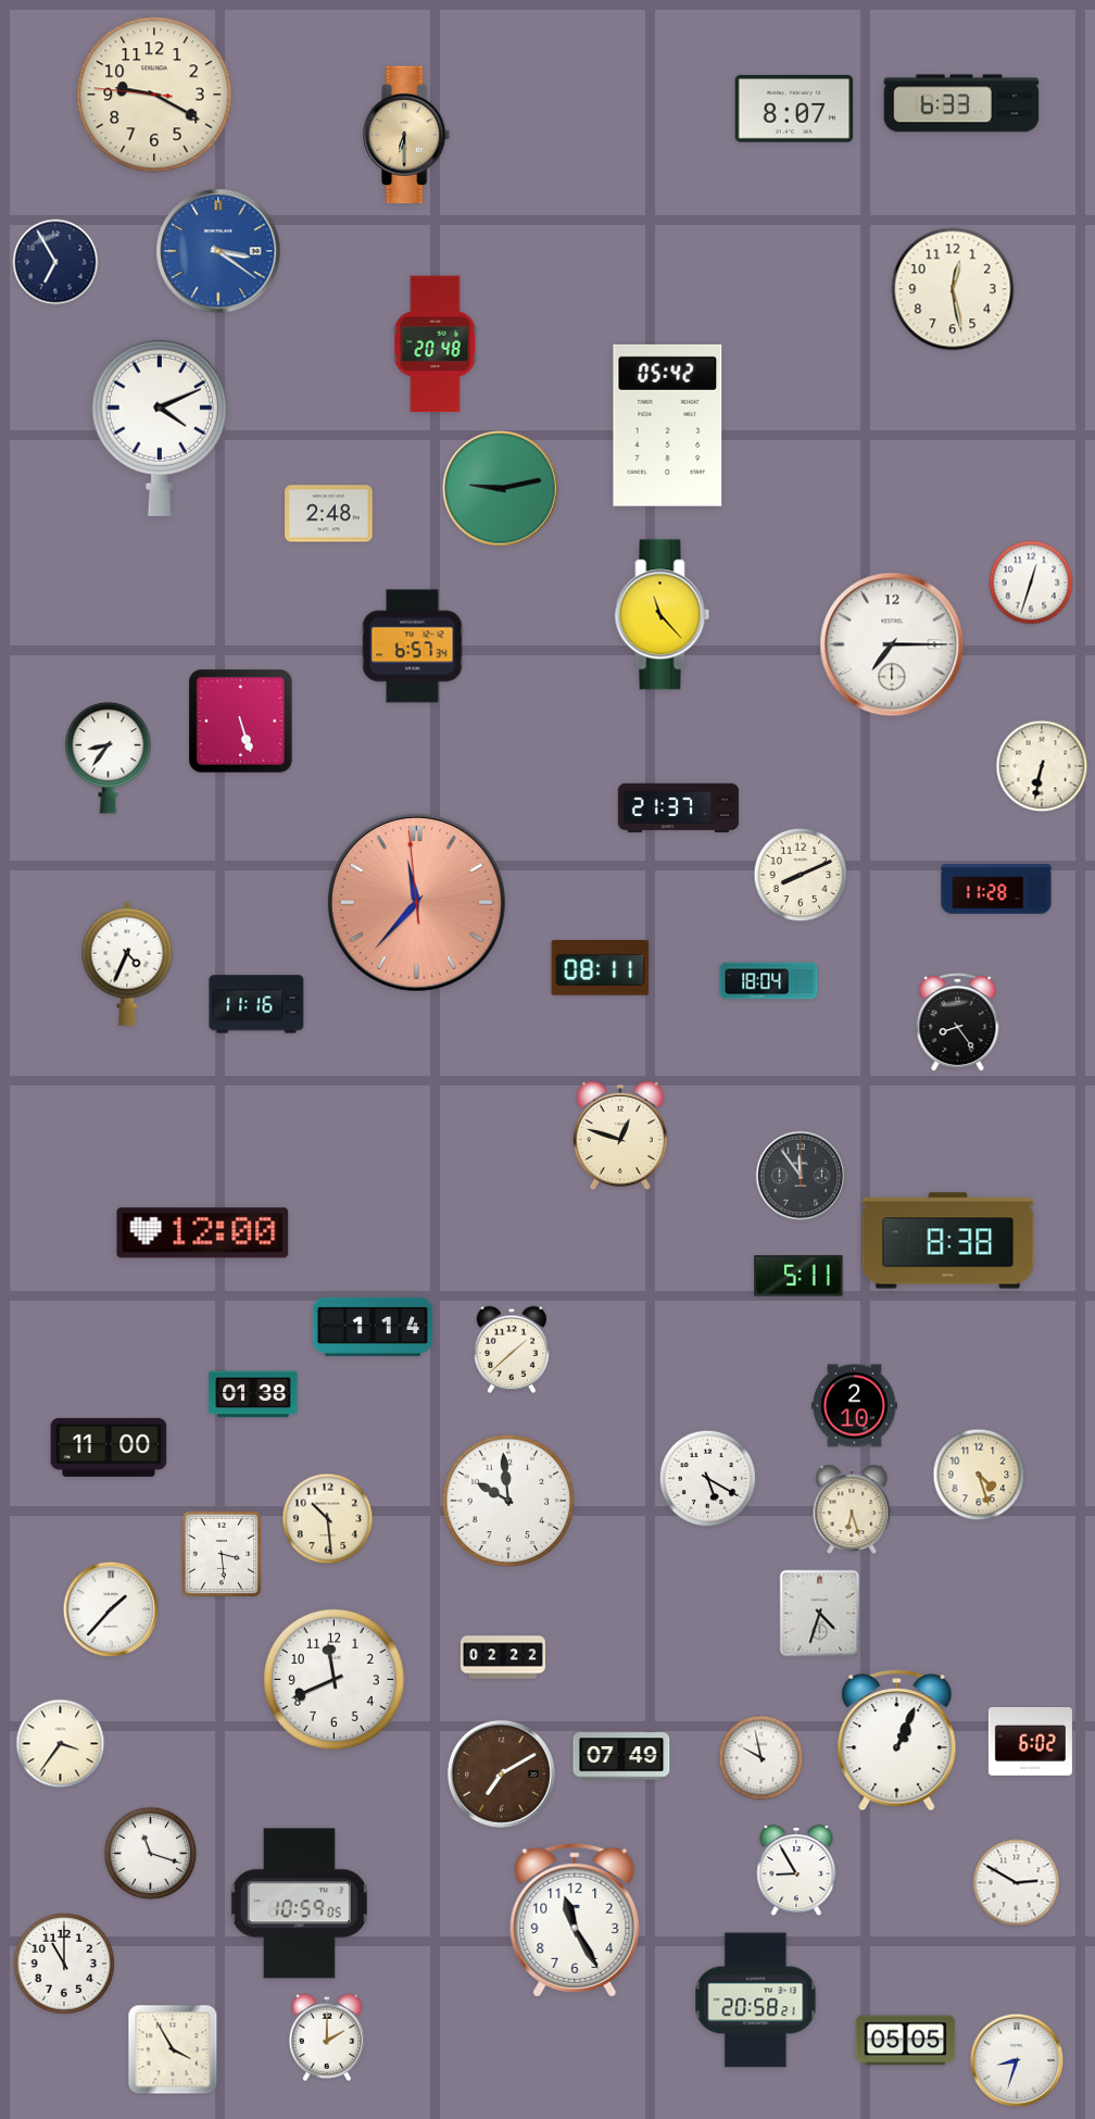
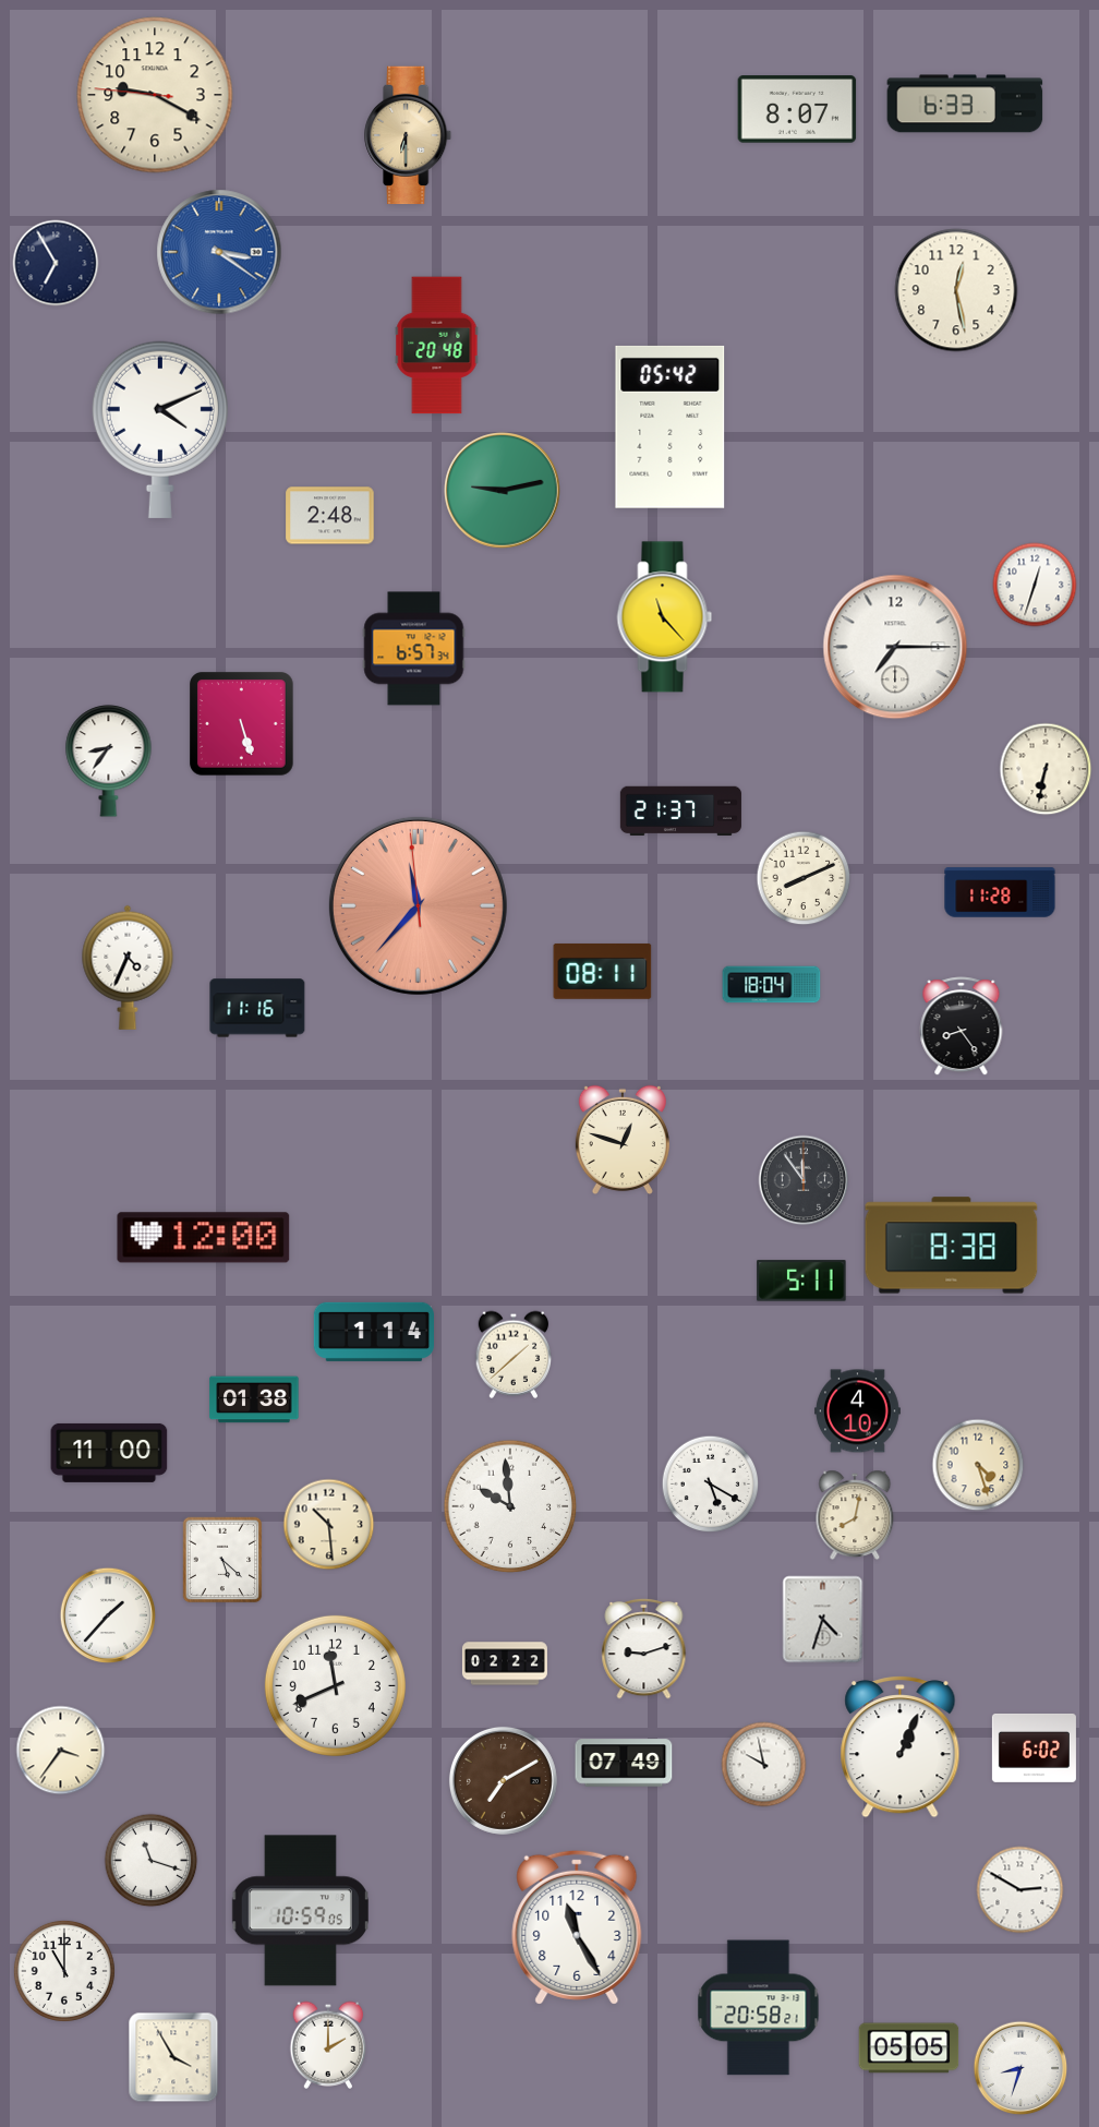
clock at (855, 1406): 2:10 -> 4:10
clock at (979, 1475) position: (979, 1475) -> (978, 1465)
clock at (852, 1509): 6:27 -> 8:02
clock at (222, 1554): 3:29 -> 5:22
clock at (111, 1609) position: (111, 1609) -> (108, 1615)
clock at (644, 1648): none -> 9:12
clock at (796, 1871): 8:55 -> none
